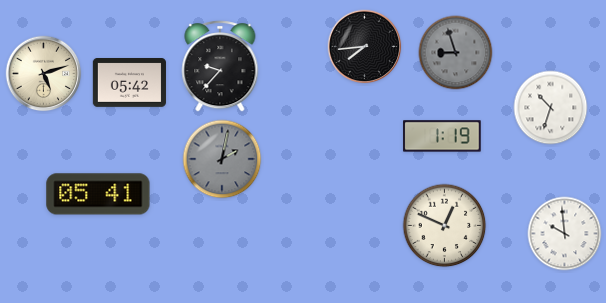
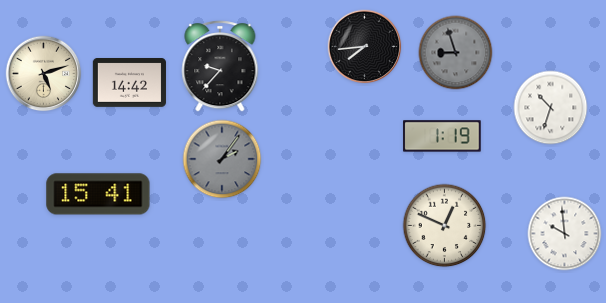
clock at (129, 83): 05:42 -> 14:42
clock at (222, 159): 2:02 -> 2:06
clock at (98, 194): 05:41 -> 15:41
